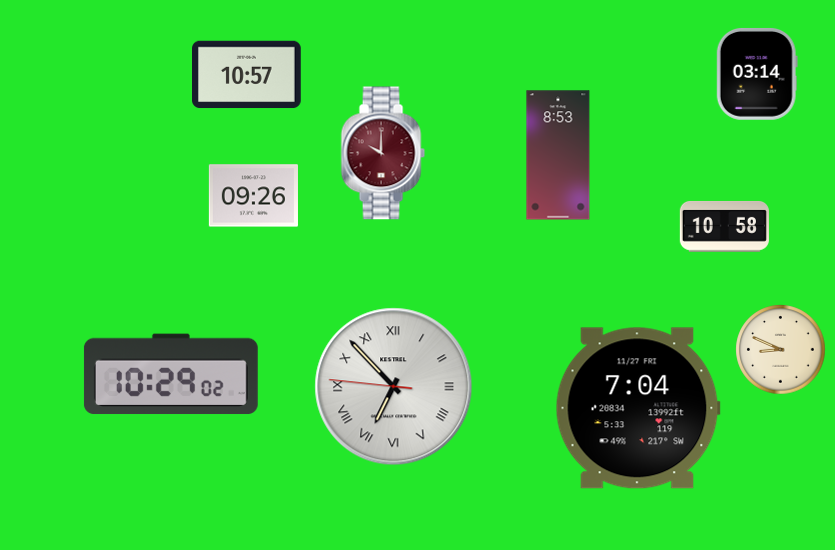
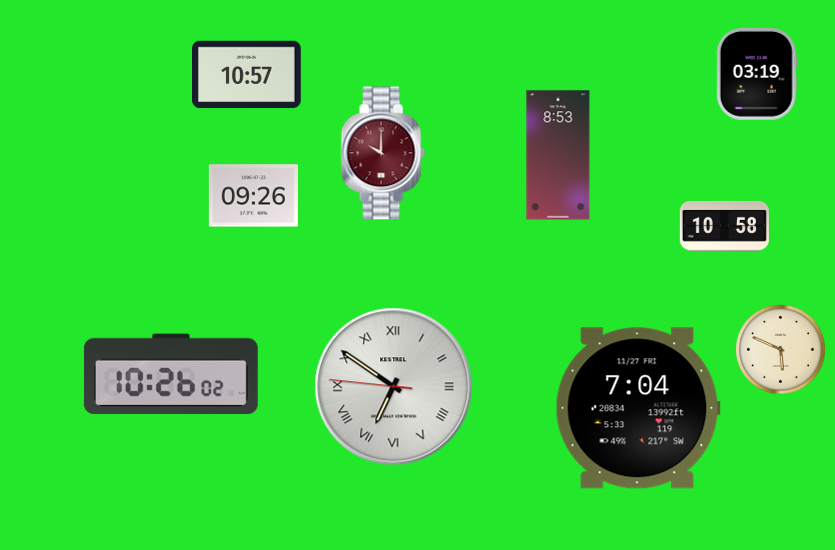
clock at (757, 74): 03:14 -> 03:19
clock at (781, 350): 8:49 -> 5:49
clock at (171, 374): 10:29 -> 10:26
clock at (394, 387): 6:52 -> 6:50
